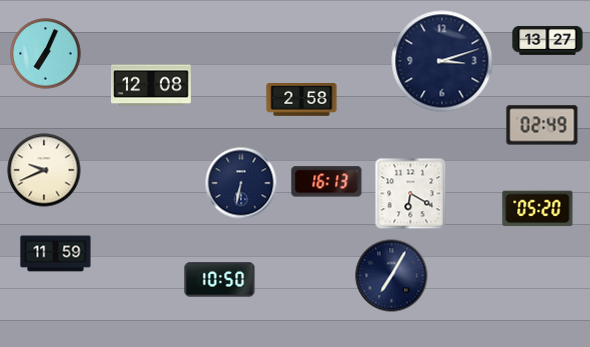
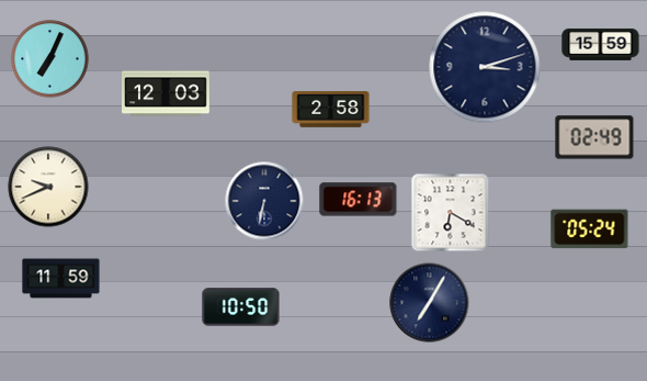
clock at (548, 40): 13:27 -> 15:59
clock at (152, 85): 12:08 -> 12:03
clock at (538, 209): 05:20 -> 05:24
